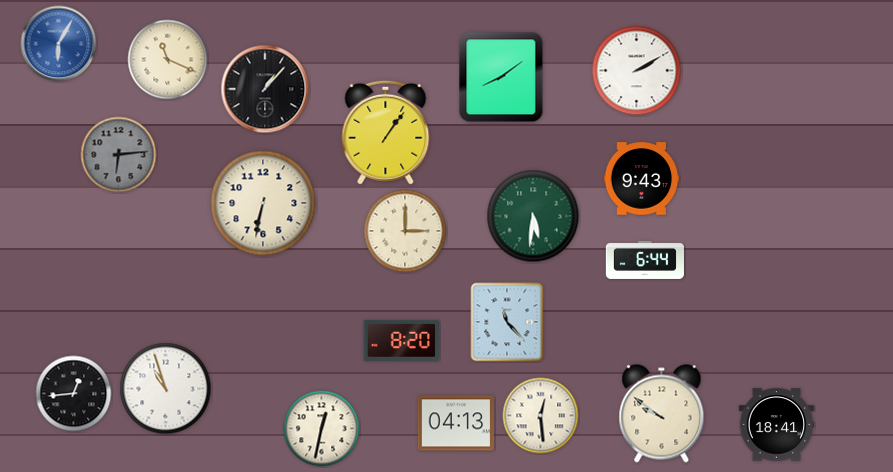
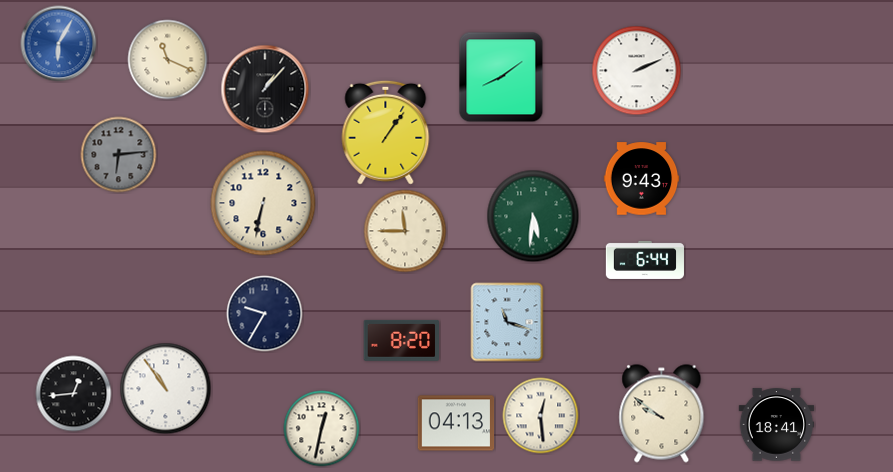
clock at (637, 71): 2:10 -> 2:11
clock at (405, 231): 3:00 -> 11:45
clock at (265, 314): none -> 9:35
clock at (507, 322): 11:23 -> 11:18
clock at (166, 389): 10:57 -> 10:54
